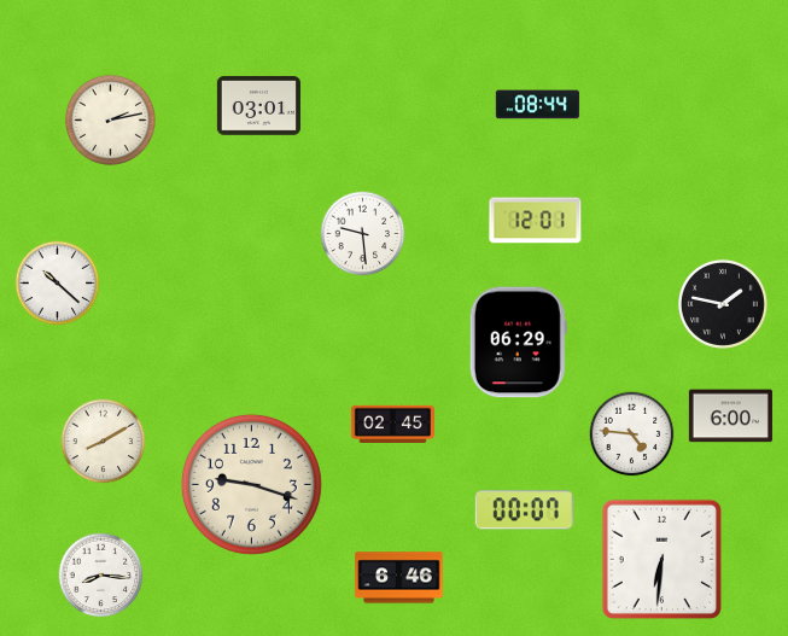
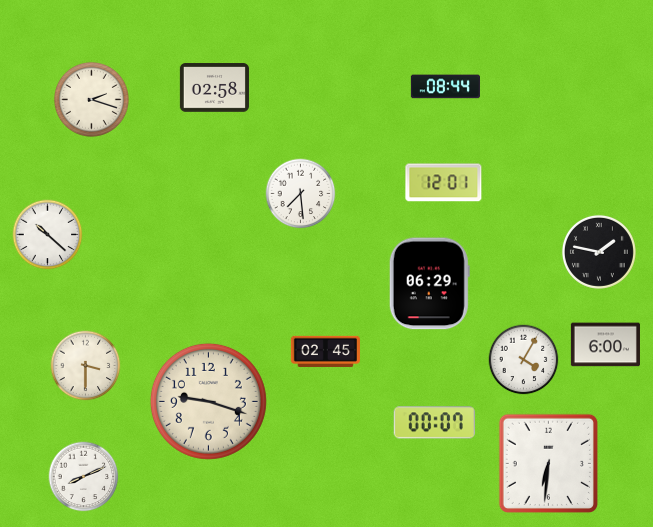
clock at (258, 106): 03:01 -> 02:58
clock at (110, 119): 2:13 -> 2:18
clock at (363, 234): 9:29 -> 7:29
clock at (632, 434): 4:46 -> 4:05
clock at (104, 442): 8:10 -> 3:30
clock at (101, 576): 8:16 -> 8:11
clock at (399, 578): 6:46 -> none
